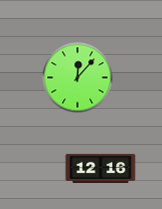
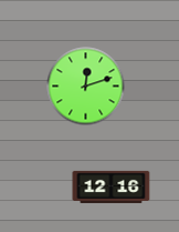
clock at (78, 78): 12:07 -> 12:12
